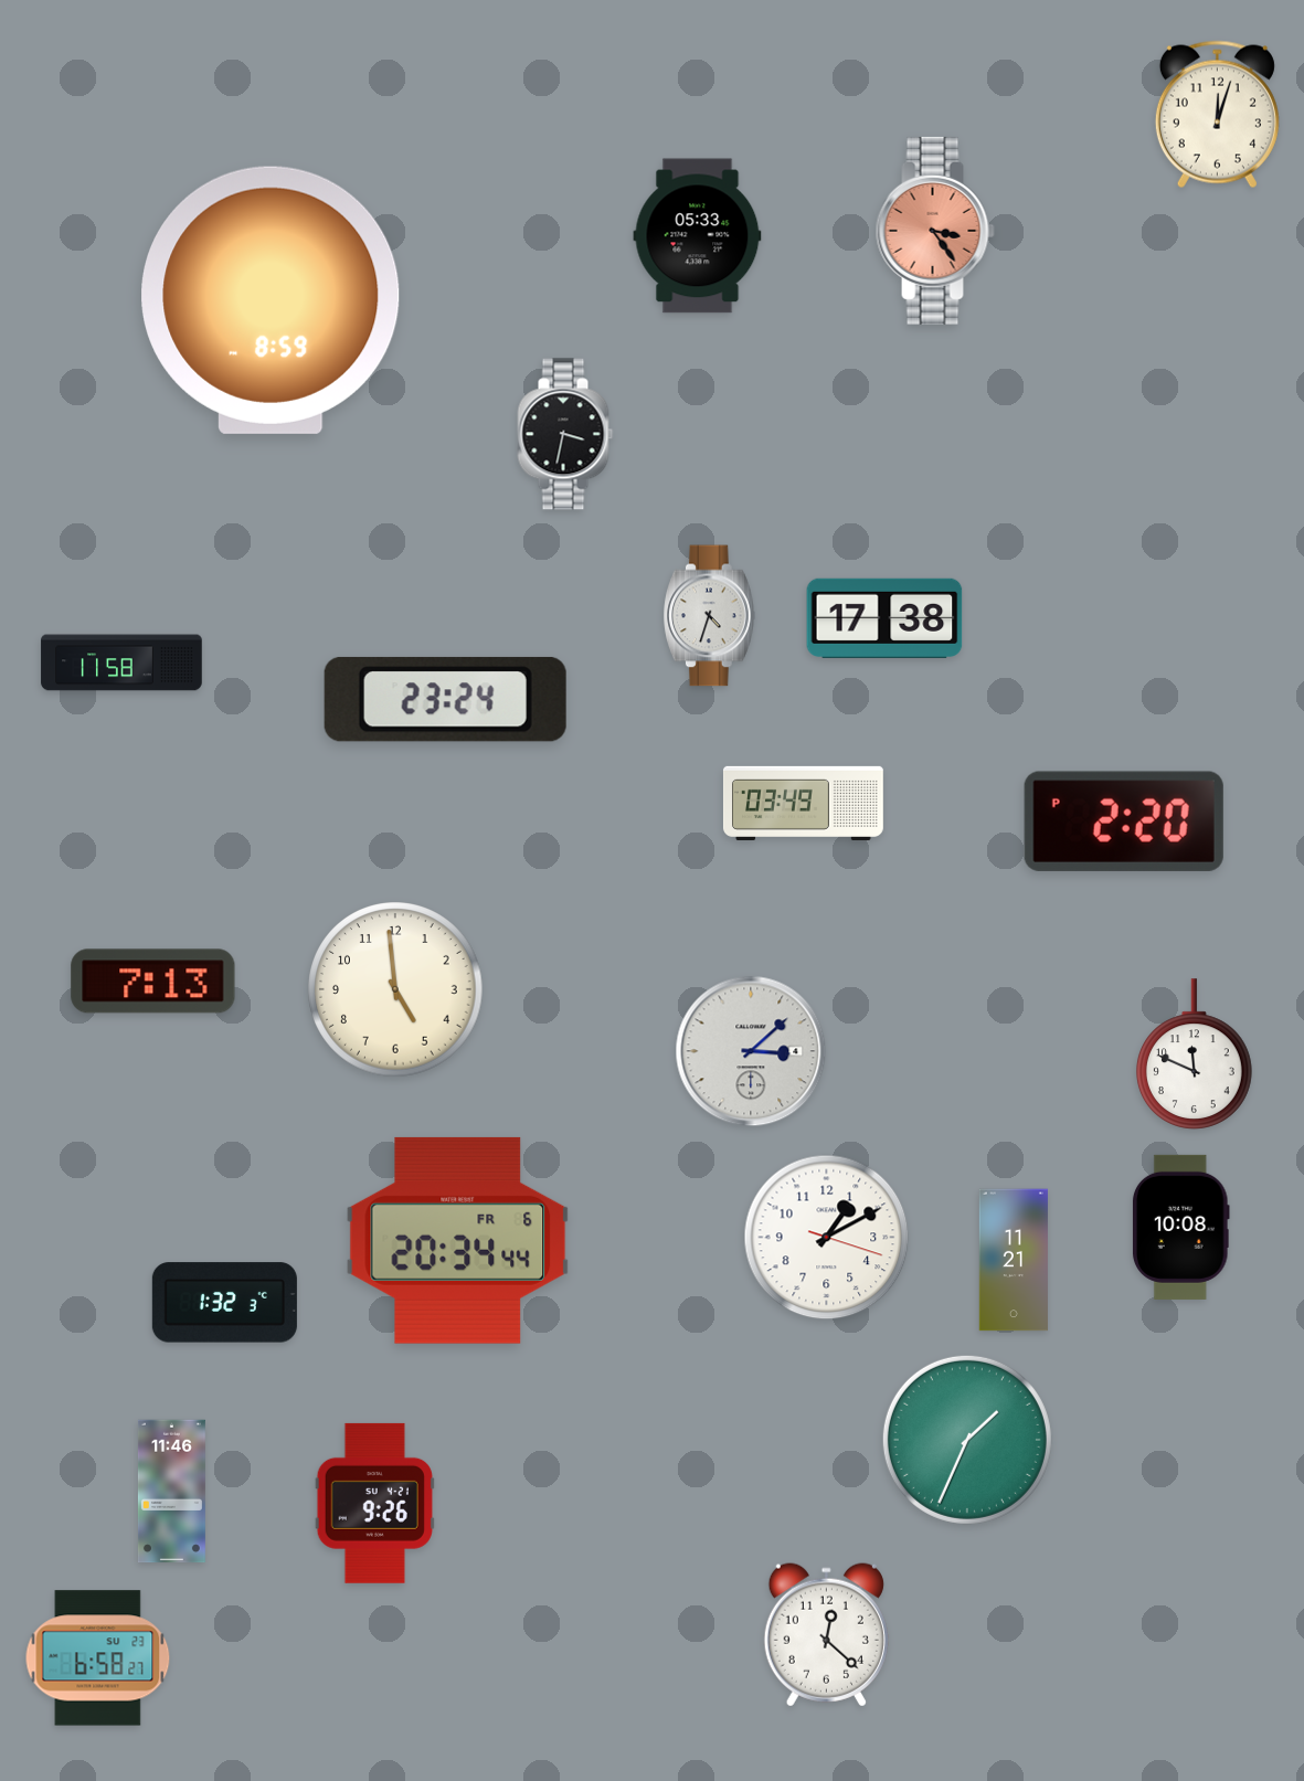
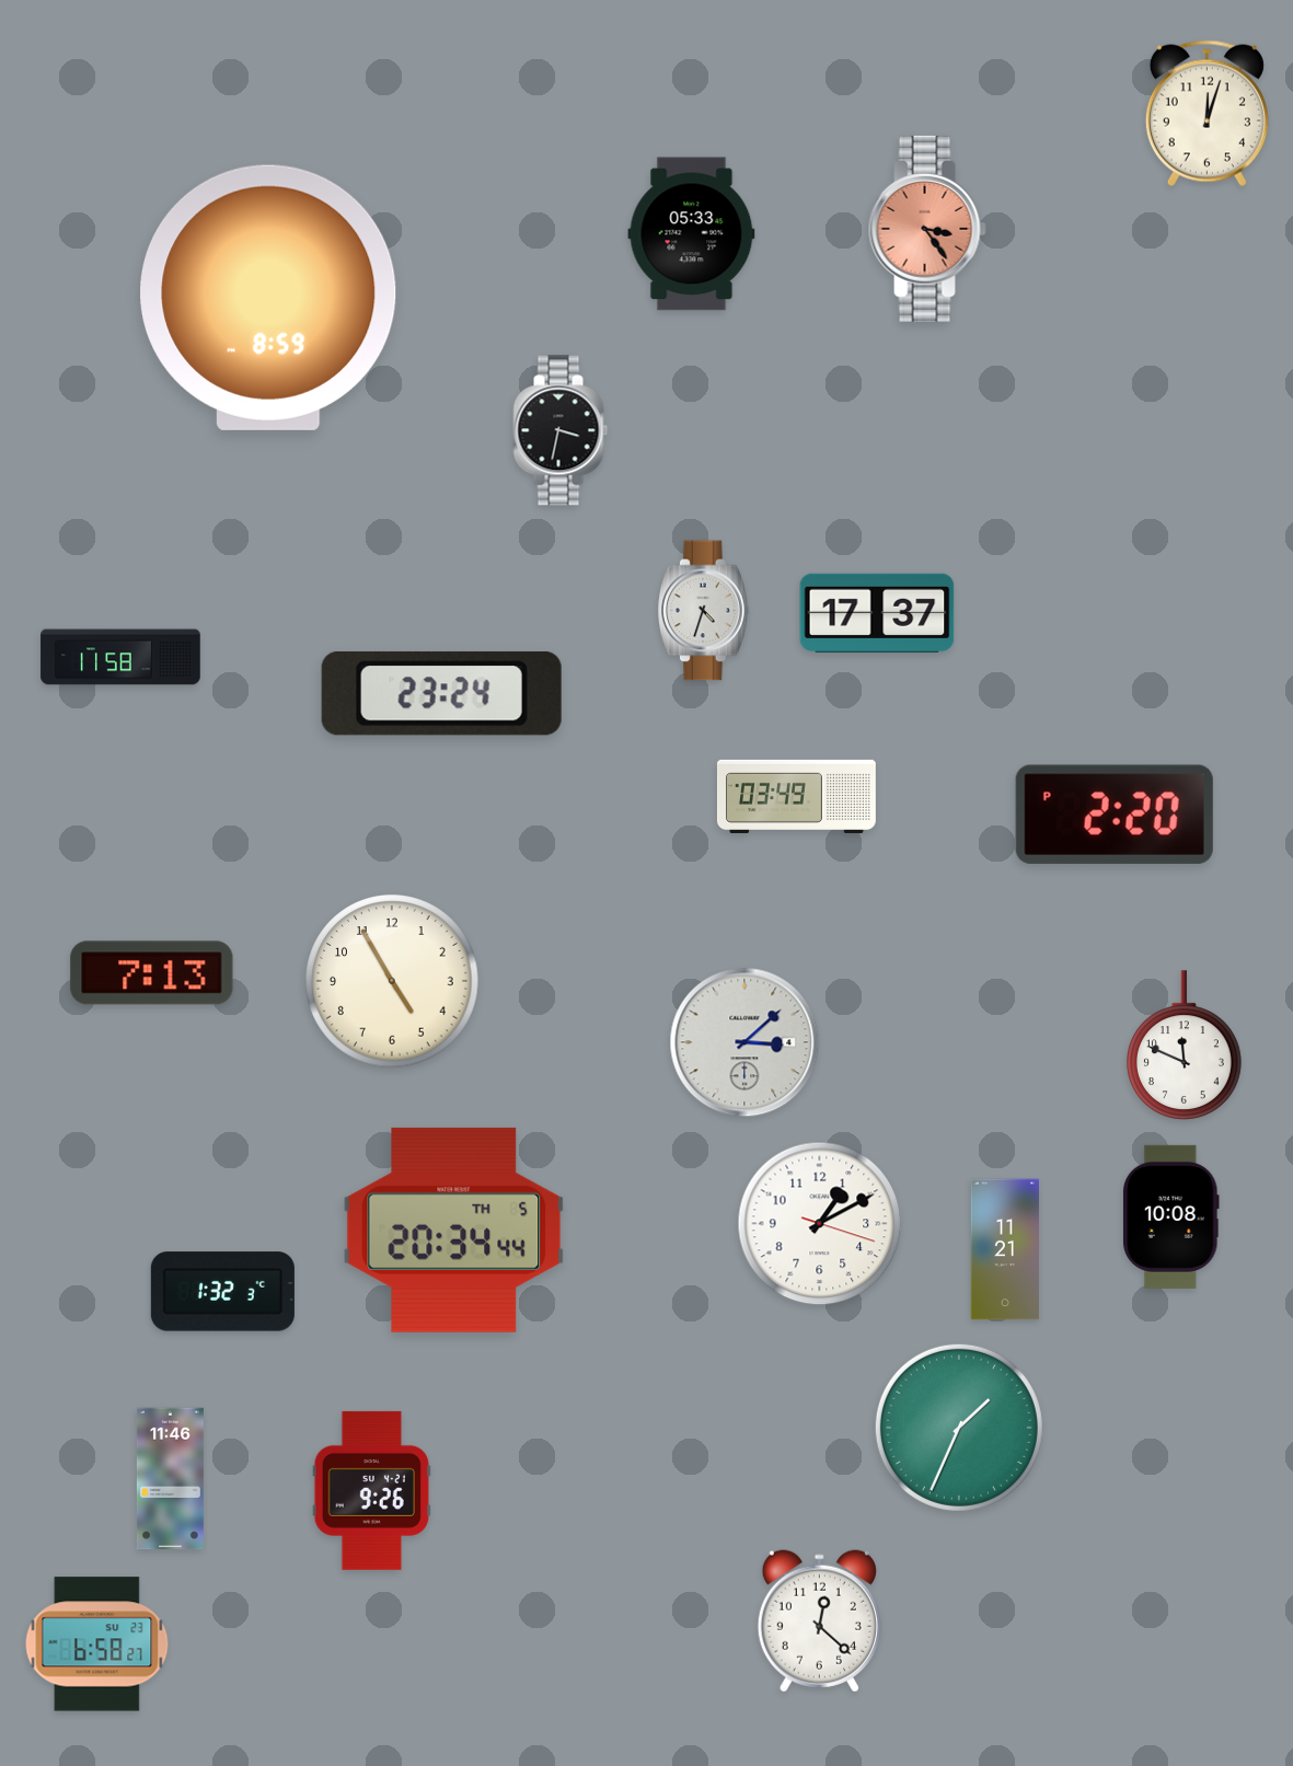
clock at (884, 618): 17:38 -> 17:37
clock at (395, 989): 4:59 -> 4:55
clock at (827, 1238) position: (827, 1238) -> (820, 1224)
clock at (458, 1240) date: FR 6 -> TH 5
